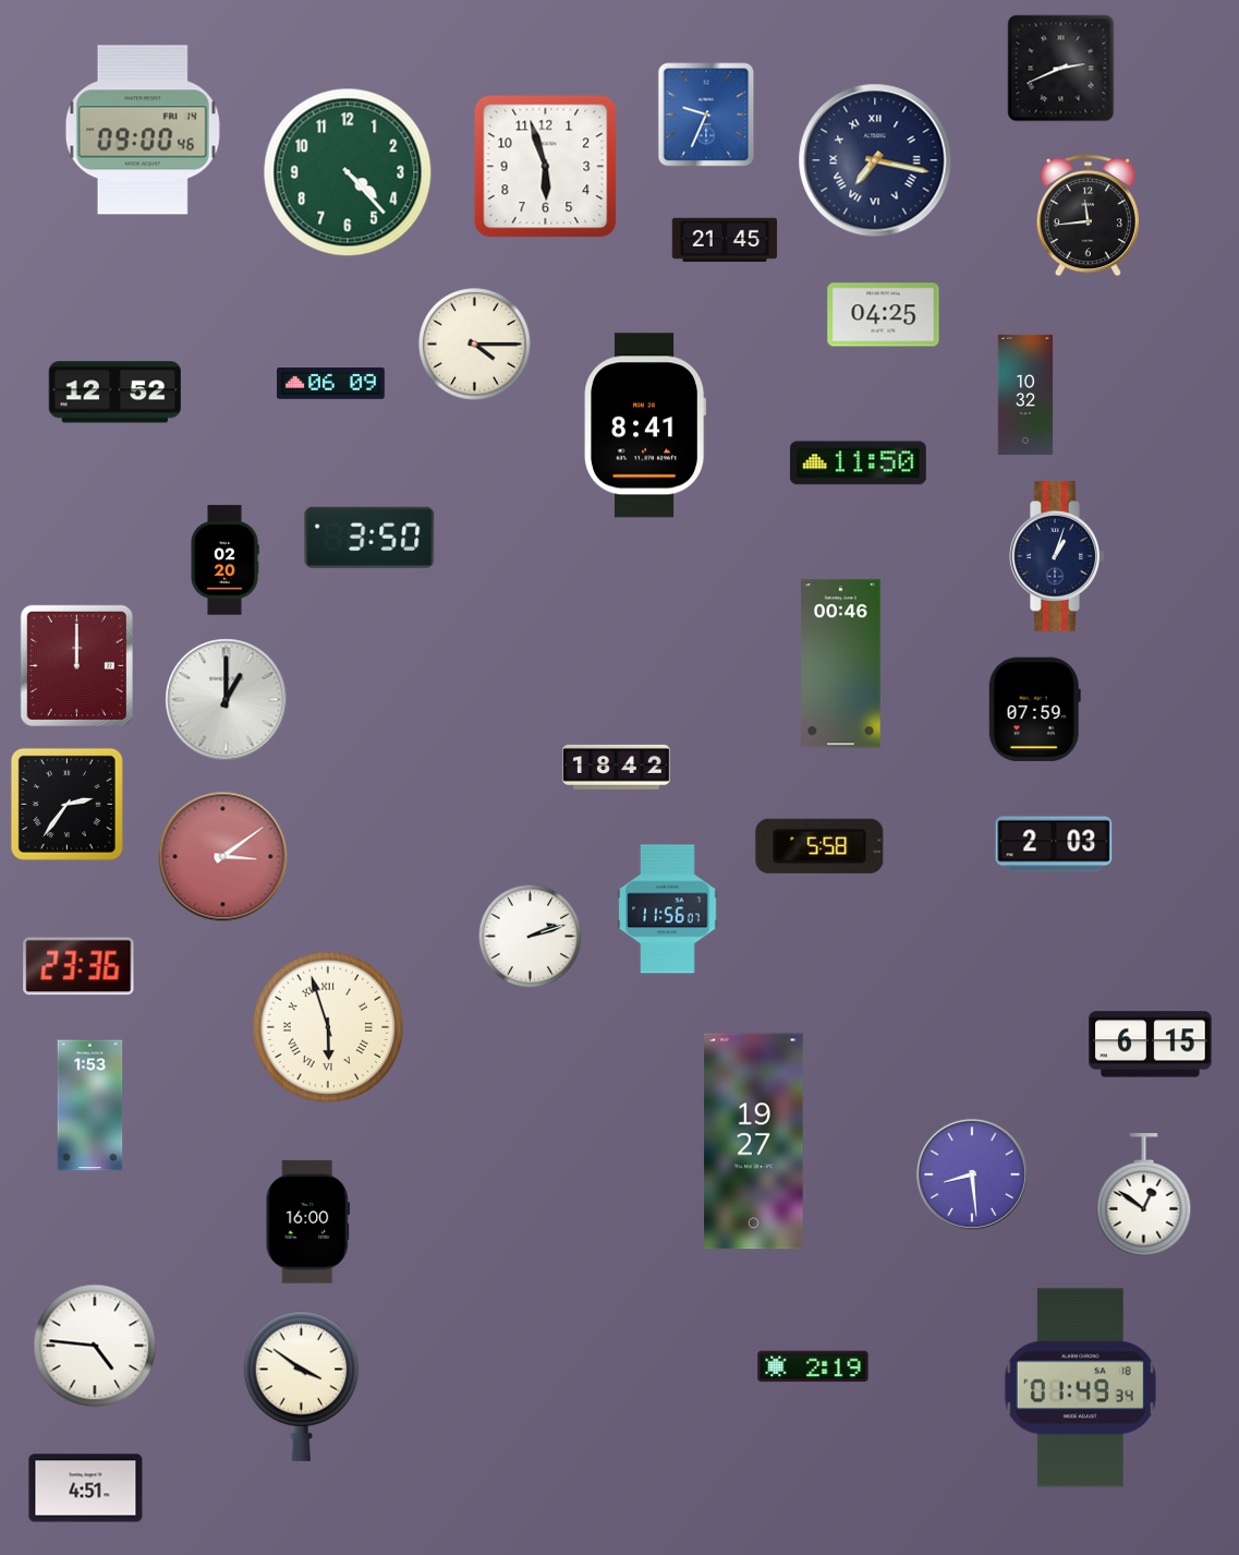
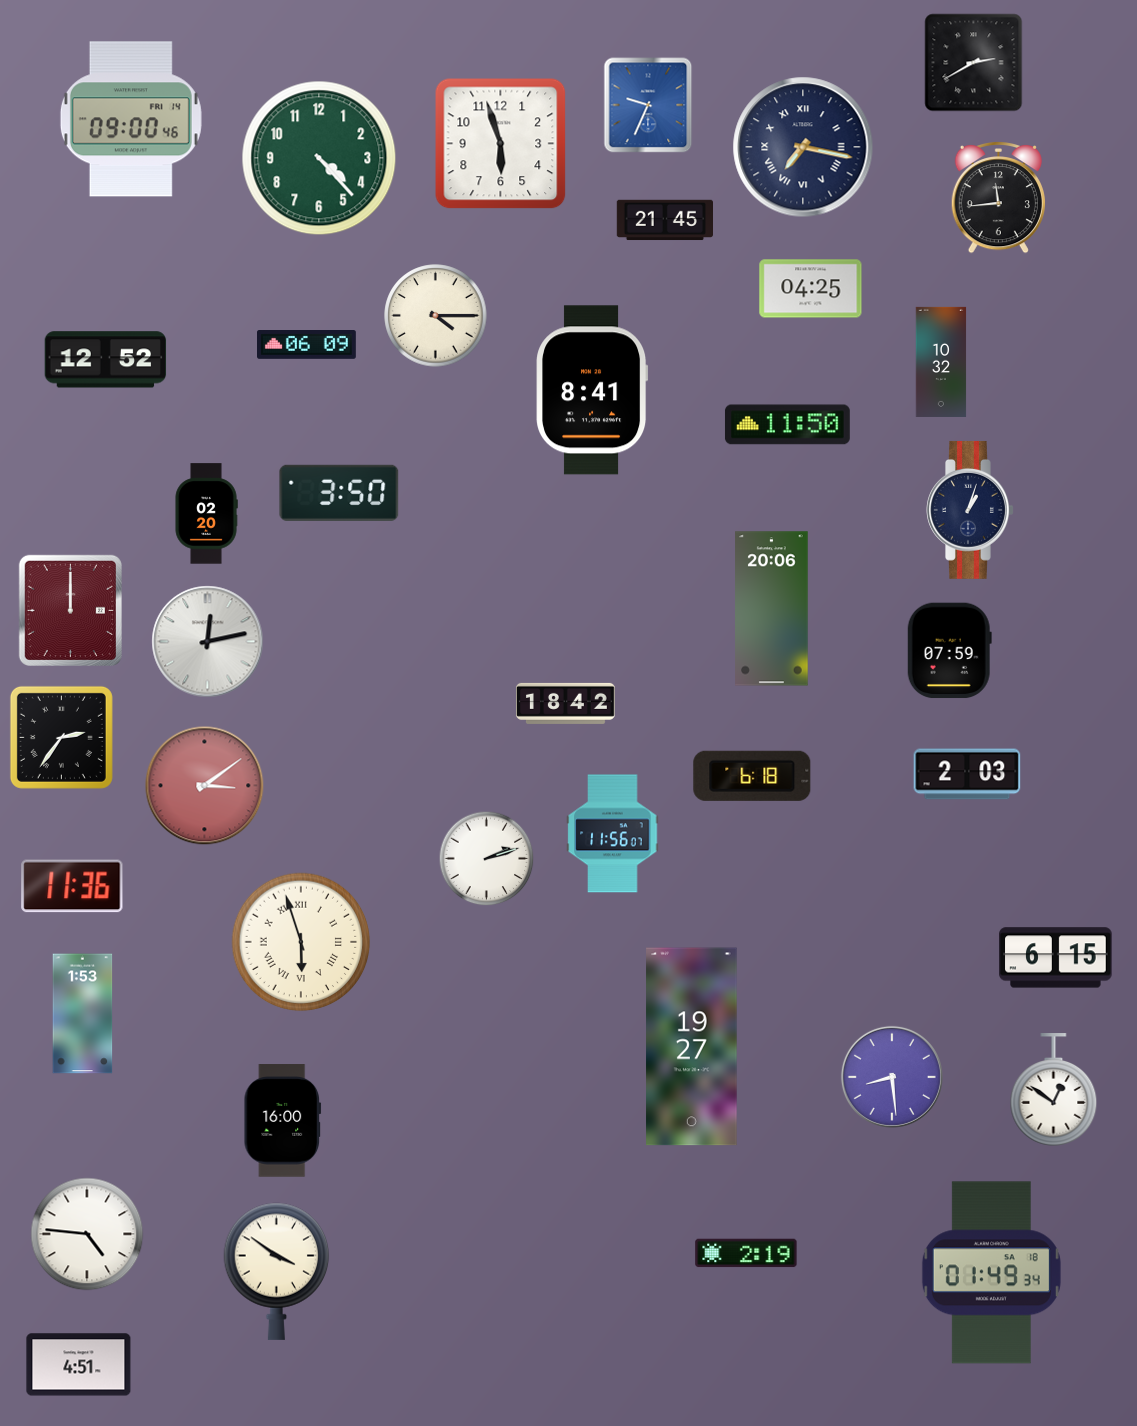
clock at (1061, 69): 2:41 -> 2:40
clock at (546, 167) position: (546, 167) -> (501, 144)
clock at (331, 384) position: (331, 384) -> (307, 345)
clock at (841, 664): 00:46 -> 20:06
clock at (227, 700): 1:00 -> 12:13
clock at (819, 846): 5:58 -> 6:18
clock at (78, 966): 23:36 -> 11:36
clock at (1144, 1195) position: (1144, 1195) -> (1054, 1090)
